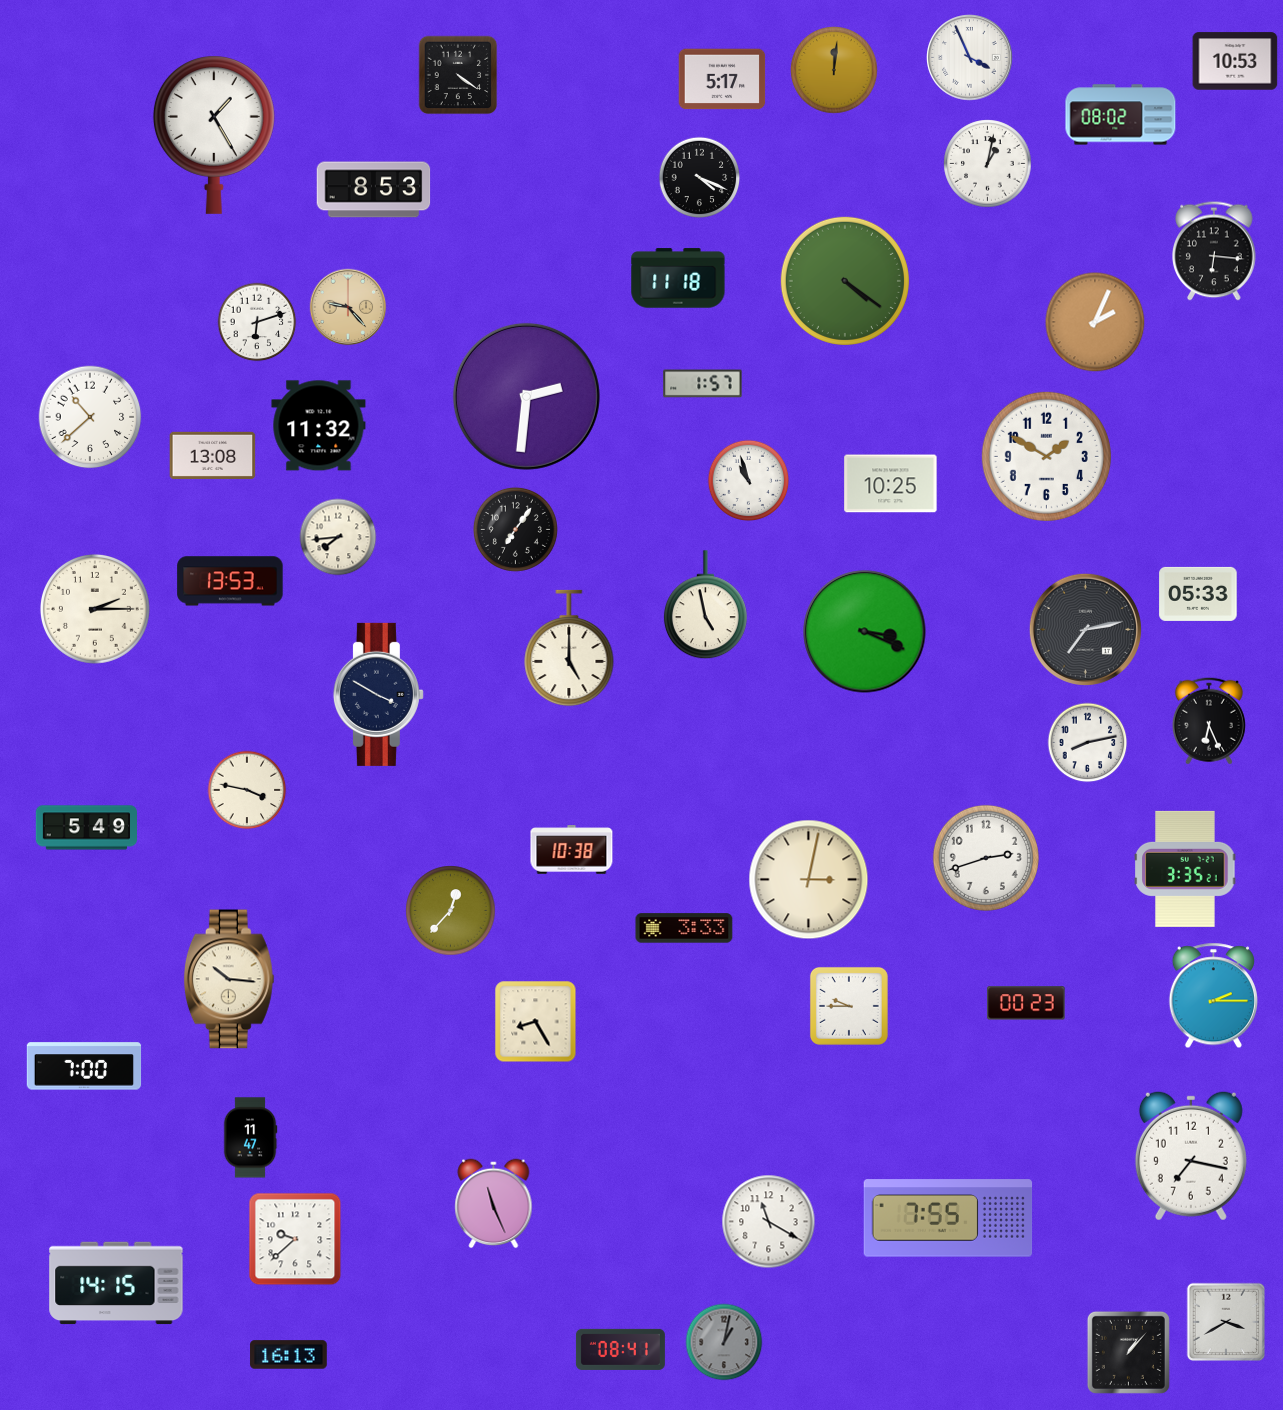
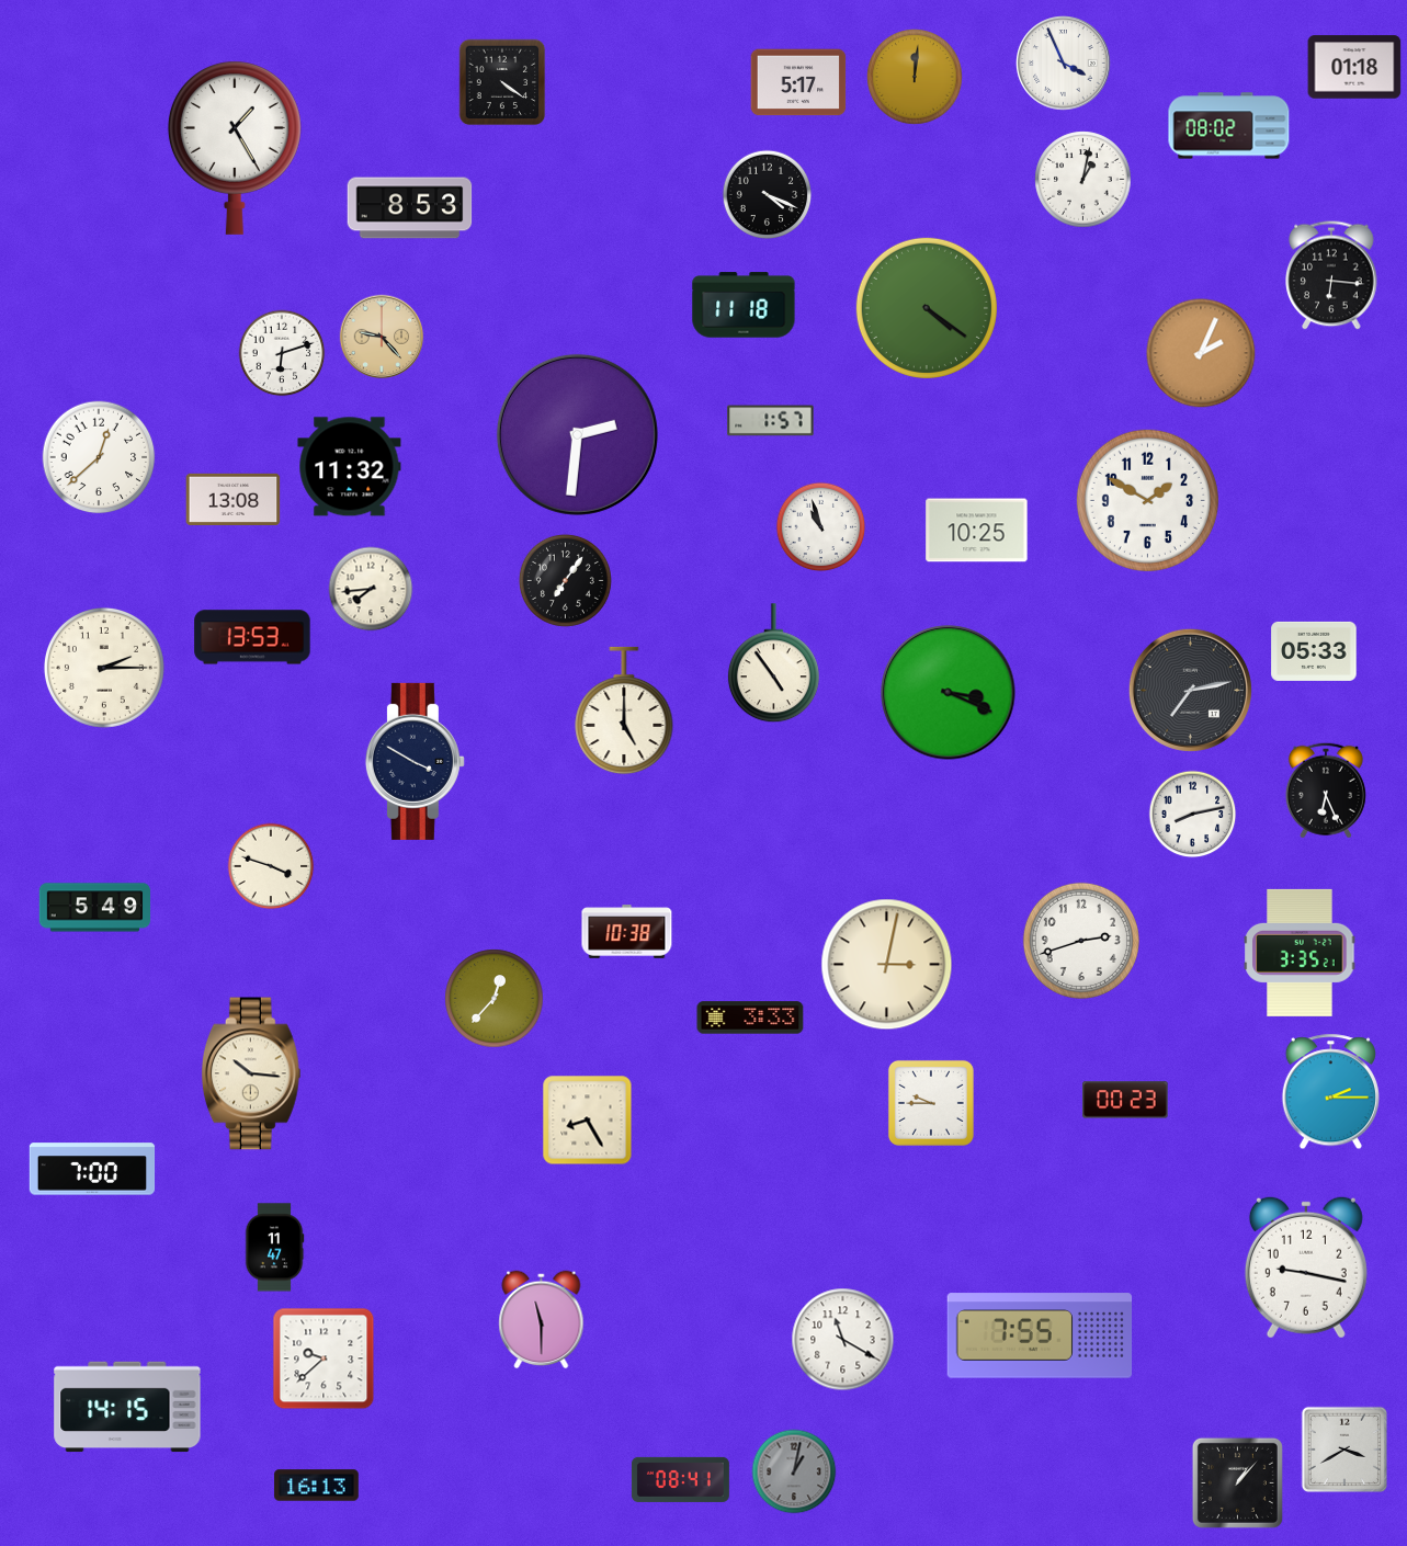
clock at (1235, 61): 10:53 -> 01:18
clock at (722, 79) position: (722, 79) -> (798, 82)
clock at (90, 417): 10:38 -> 12:38
clock at (705, 605): 4:58 -> 4:54
clock at (247, 790): 3:47 -> 3:48
clock at (1191, 1156): 7:17 -> 9:17
clock at (494, 1204): 11:26 -> 11:30
